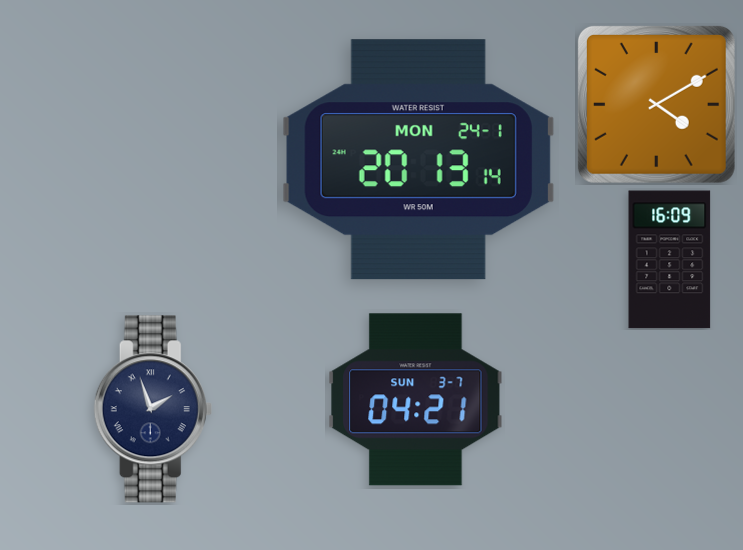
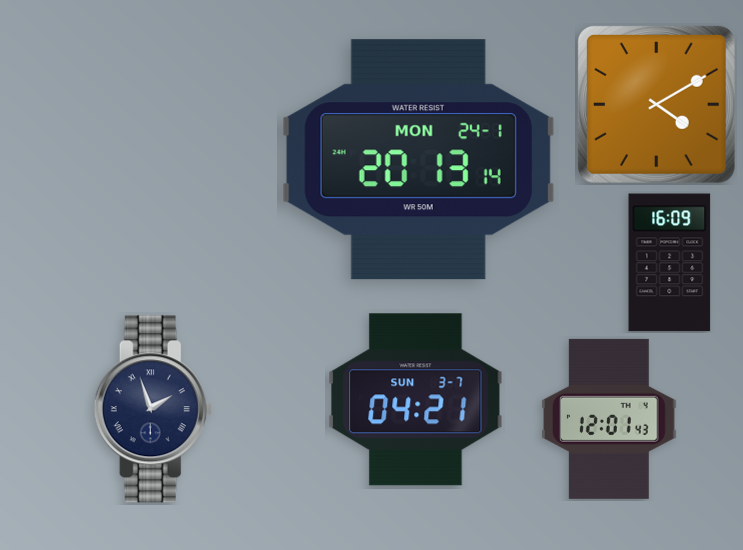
clock at (670, 260) position: (670, 260) -> (670, 263)
clock at (609, 419): none -> 12:01
